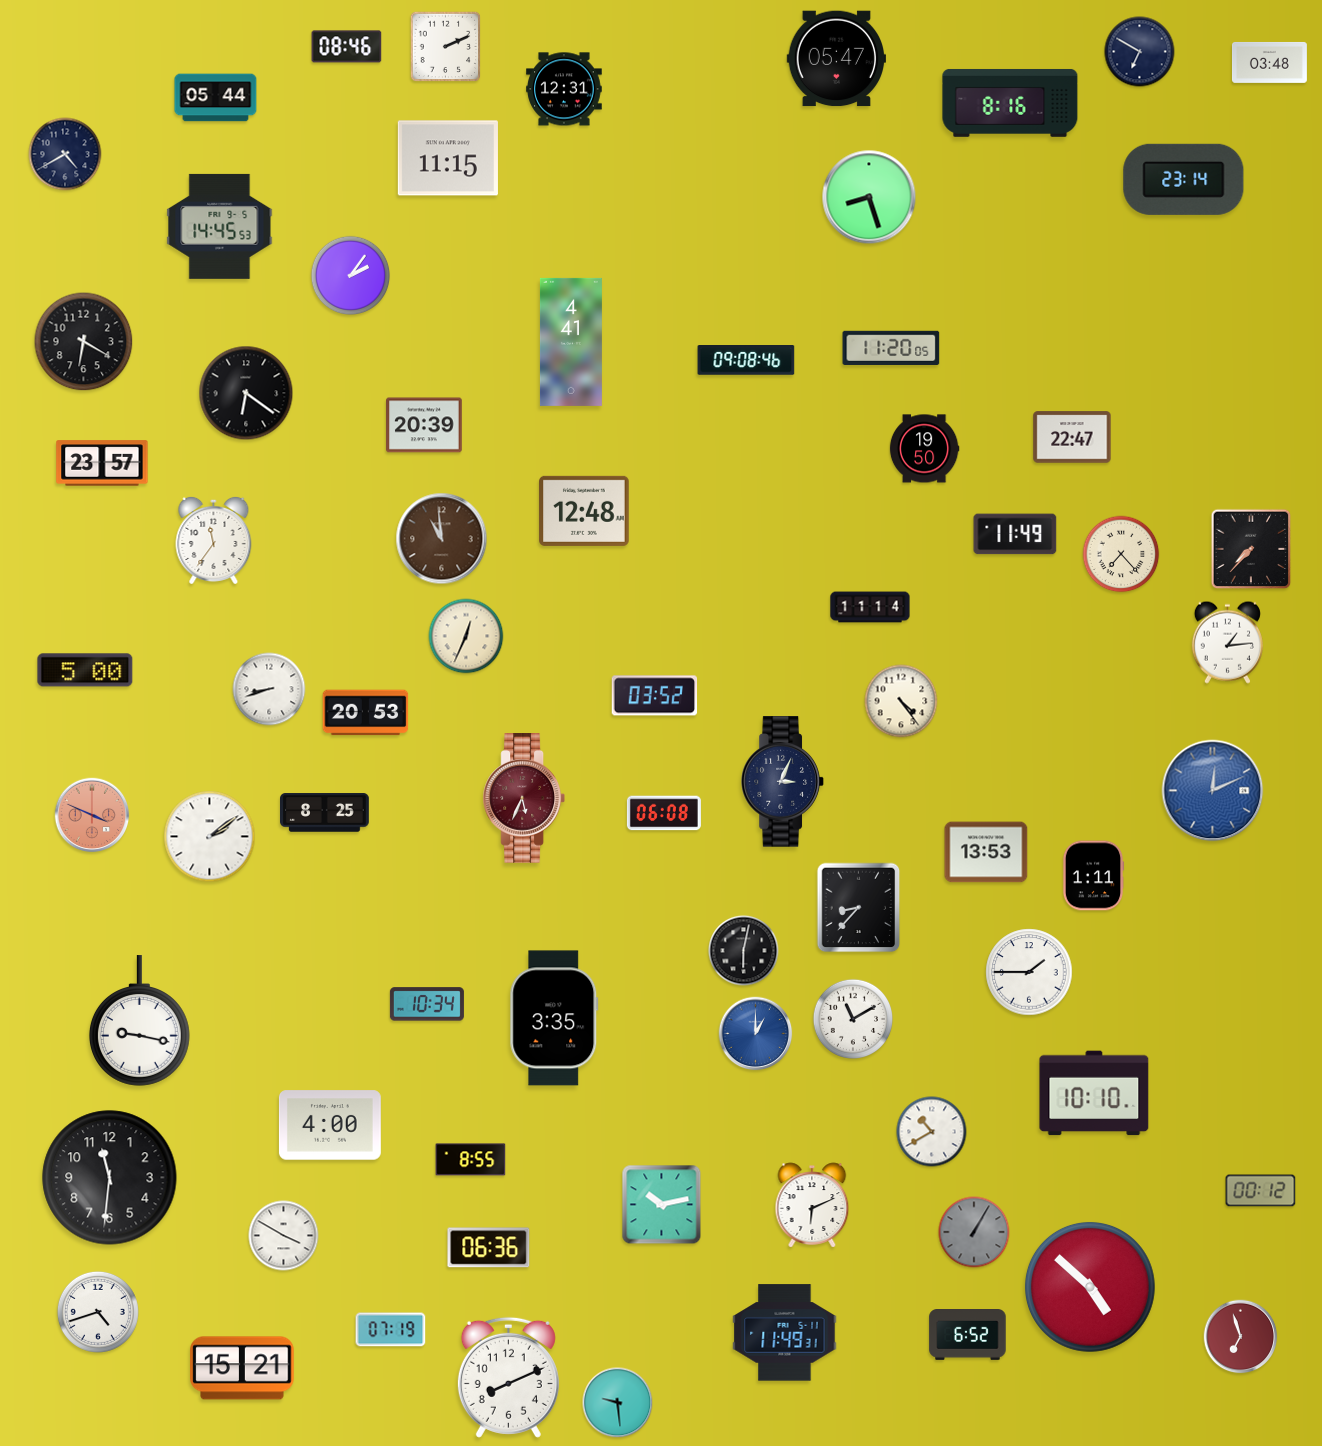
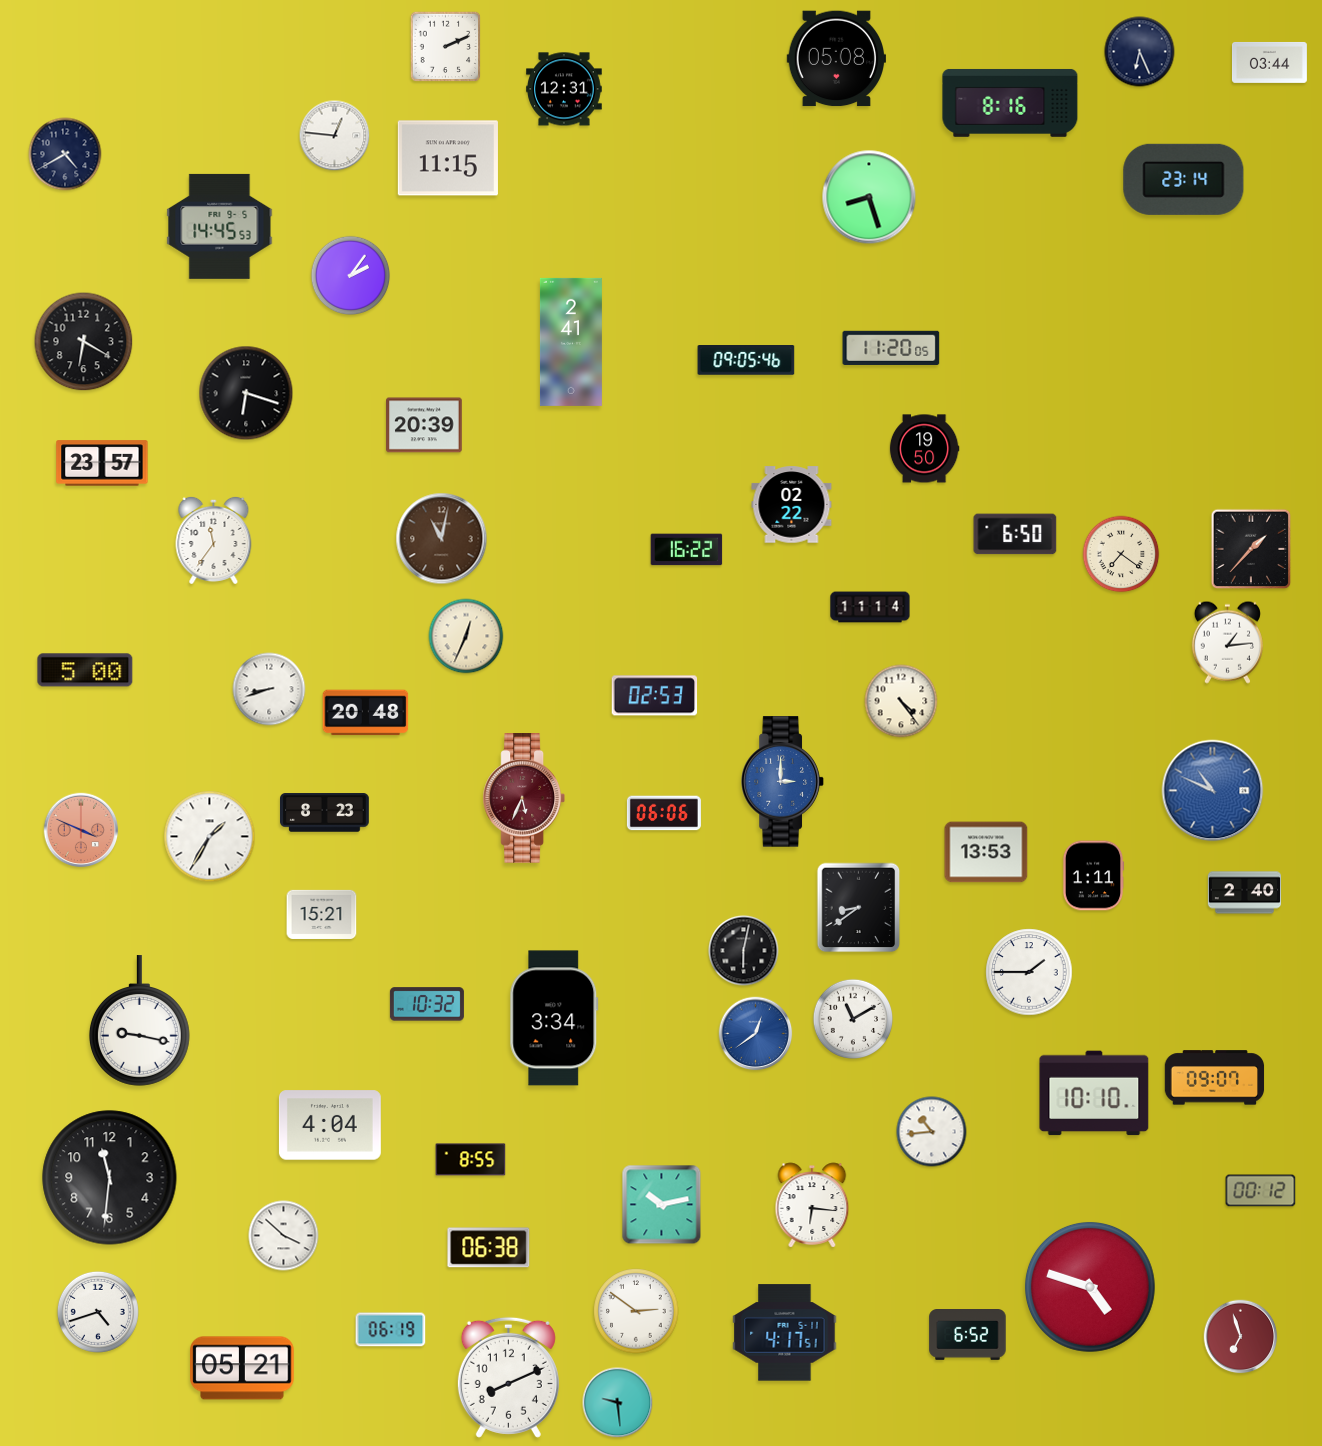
clock at (347, 47): 08:46 -> none
clock at (1140, 52): 6:50 -> 6:26
clock at (836, 59): 05:47 -> 05:08
clock at (1269, 62): 03:48 -> 03:44
clock at (216, 98): 05:44 -> none
clock at (335, 136): none -> 12:46
clock at (571, 342): 4:41 -> 2:41
clock at (746, 360): 09:08 -> 09:05
clock at (246, 393): 6:21 -> 6:18
clock at (1072, 437): 22:47 -> none
clock at (792, 505): none -> 02:22
clock at (584, 511): 12:48 -> none
clock at (1015, 534): 11:49 -> 6:50
clock at (442, 539): 10:59 -> 11:02
clock at (1251, 549): 7:37 -> 1:37
clock at (687, 550): none -> 16:22
clock at (1121, 554): 7:23 -> 7:21
clock at (655, 696): 03:52 -> 02:53
clock at (366, 713): 20:53 -> 20:48
clock at (783, 782): 3:04 -> 3:00
clock at (783, 782) dial: navy -> blue
clock at (1213, 791): 12:11 -> 10:49
clock at (325, 813): 8:25 -> 8:23
clock at (664, 813): 06:08 -> 06:06
clock at (92, 815) position: (92, 815) -> (81, 830)
clock at (210, 837): 2:09 -> 1:35
clock at (1244, 893): none -> 2:40
clock at (859, 908): 8:37 -> 8:39
clock at (322, 914): none -> 15:21
clock at (427, 1004): 10:34 -> 10:32
clock at (554, 1018): 3:35 -> 3:34
clock at (756, 1034): 1:00 -> 12:39
clock at (1215, 1078): none -> 09:07
clock at (330, 1125): 4:00 -> 4:04
clock at (932, 1132): 10:40 -> 10:44
clock at (812, 1205): 6:11 -> 6:16
clock at (974, 1232): 1:05 -> none
clock at (284, 1236): 3:50 -> 3:52
clock at (489, 1248): 06:36 -> 06:38
clock at (1090, 1287): 4:52 -> 4:48
clock at (636, 1311): none -> 2:51
clock at (391, 1330): 07:19 -> 06:19
clock at (785, 1333): 11:49 -> 4:17
clock at (242, 1368): 15:21 -> 05:21
